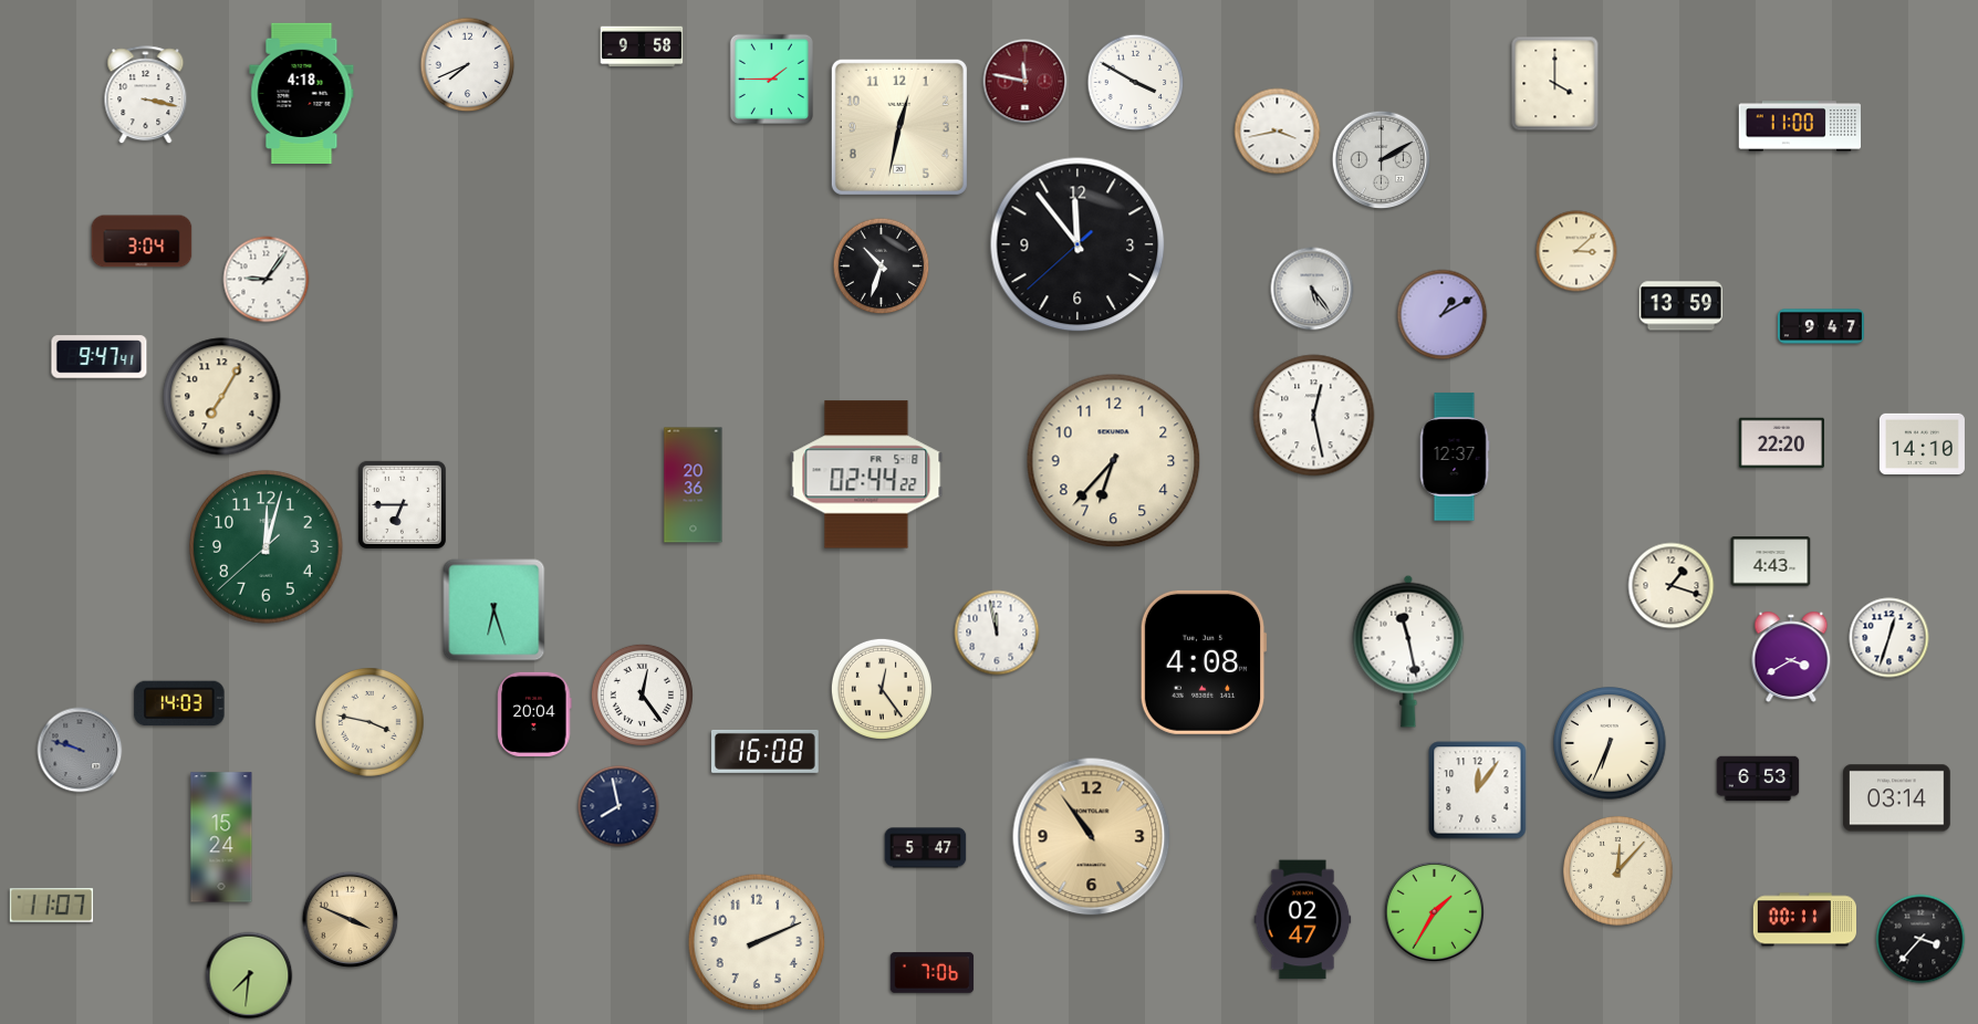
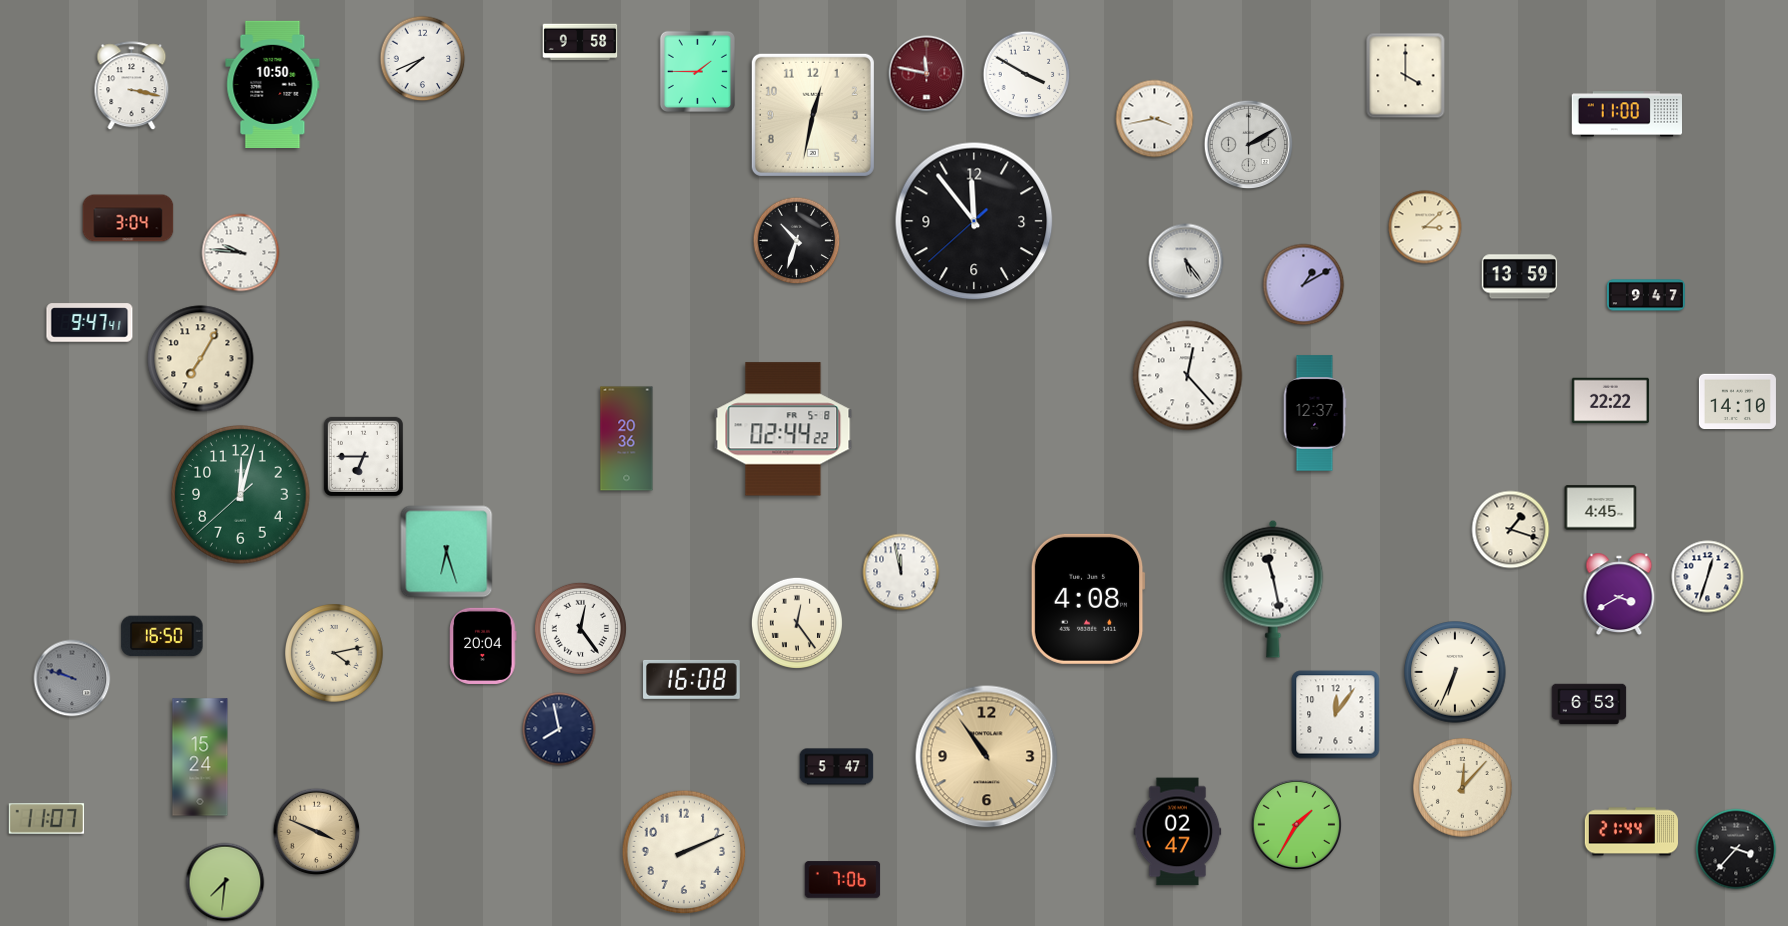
clock at (302, 94): 4:18 -> 10:50
clock at (267, 280): 9:06 -> 9:46
clock at (1314, 416): 12:28 -> 12:23
clock at (1781, 443): 22:20 -> 22:22
clock at (1114, 461): 6:37 -> none
clock at (1771, 562): 4:43 -> 4:45
clock at (179, 703): 14:03 -> 16:50
clock at (369, 722): 3:47 -> 4:13
clock at (1897, 798): 03:14 -> none
clock at (1804, 920): 00:11 -> 21:44
